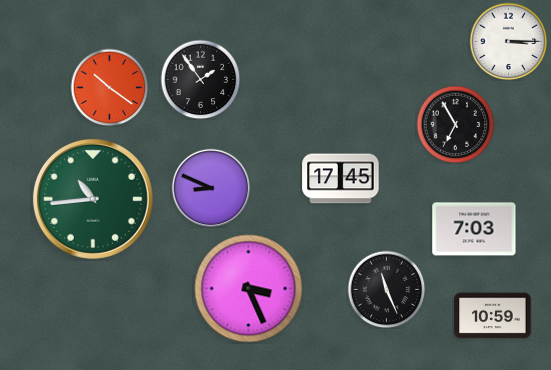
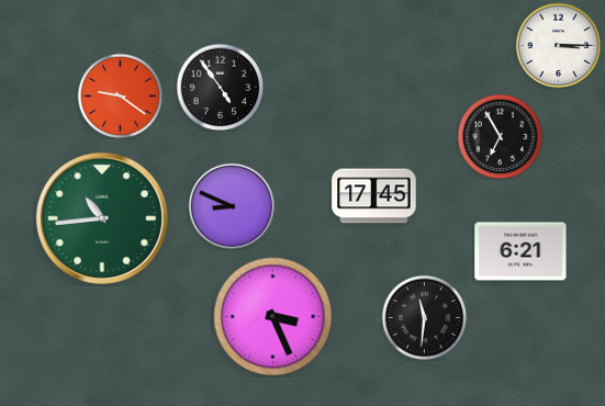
clock at (200, 79): 1:54 -> 4:54
clock at (109, 87): 10:21 -> 9:21
clock at (474, 229): 7:03 -> 6:21
clock at (386, 289): 11:26 -> 11:31
clock at (493, 316): 10:59 -> none
